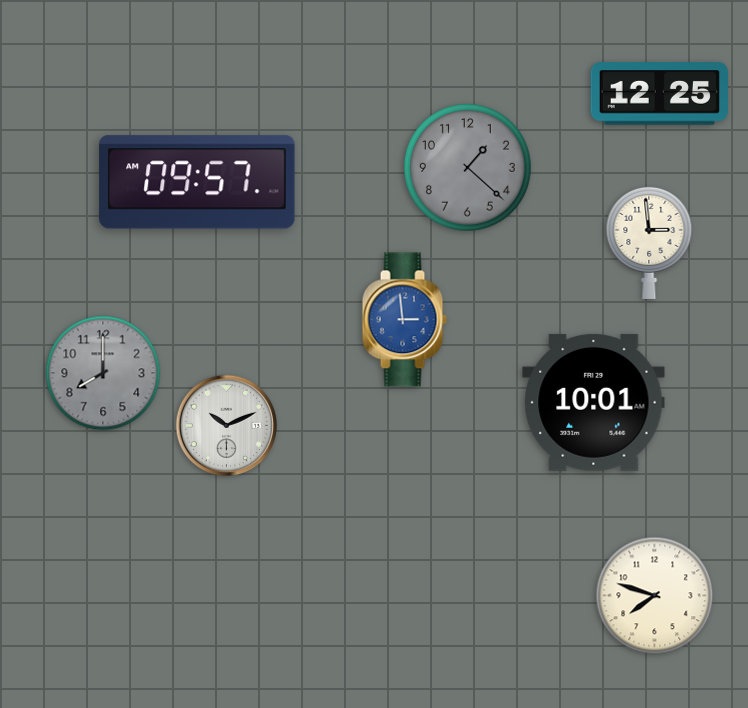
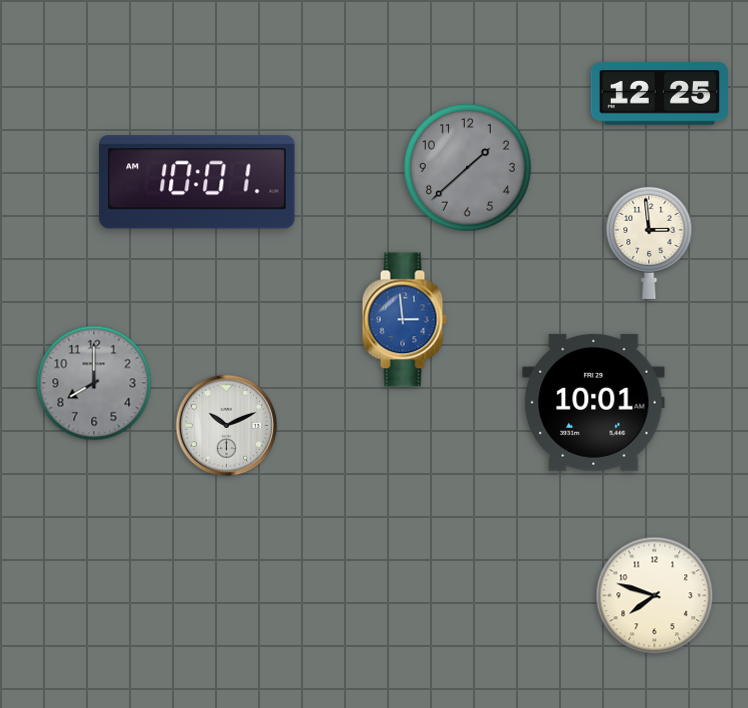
clock at (468, 168): 1:22 -> 1:38
clock at (197, 182): 09:57 -> 10:01
clock at (103, 373) position: (103, 373) -> (94, 383)
